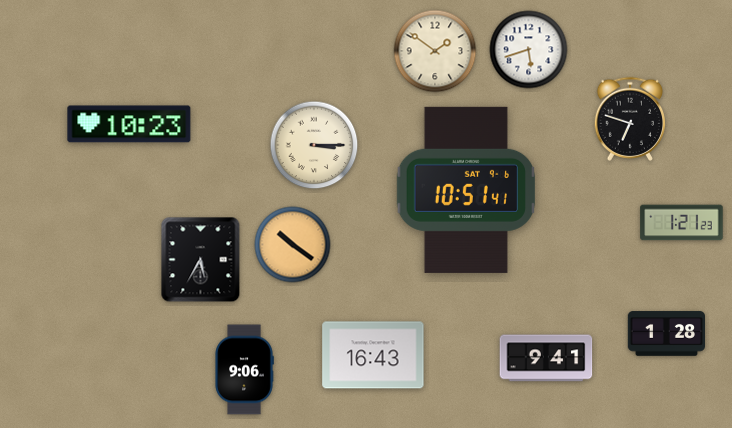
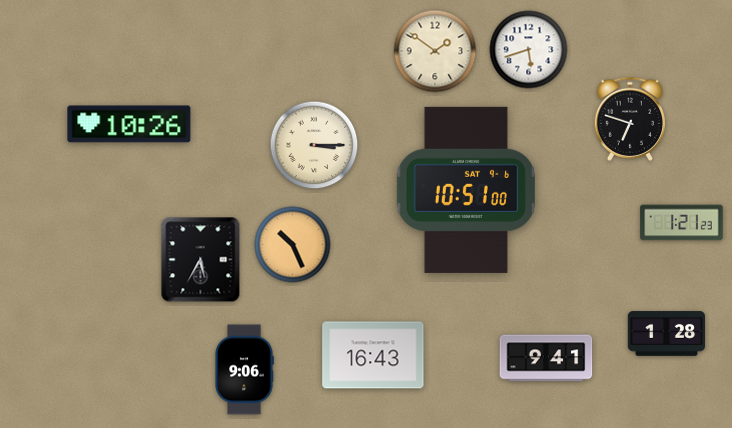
clock at (129, 124): 10:23 -> 10:26
clock at (465, 190): 10:51:41 -> 10:51:00
clock at (293, 245): 10:21 -> 10:26
